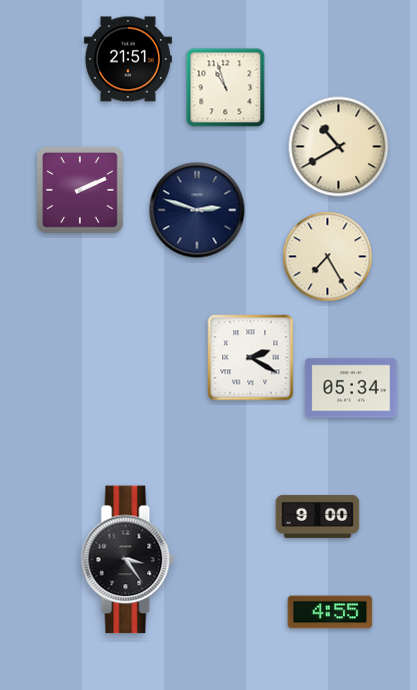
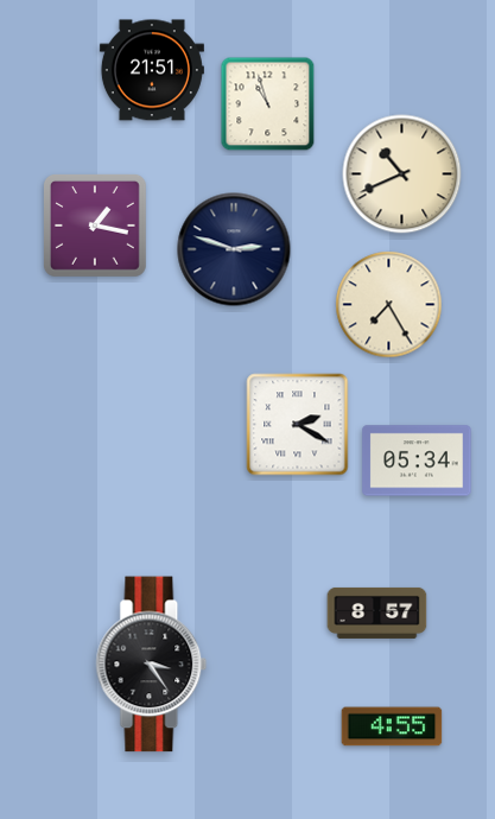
clock at (339, 147): 10:40 -> 10:41
clock at (80, 190): 2:11 -> 1:17
clock at (318, 516): 9:00 -> 8:57
